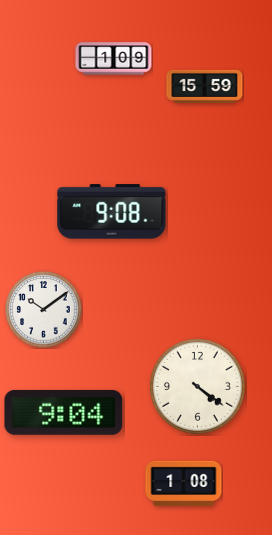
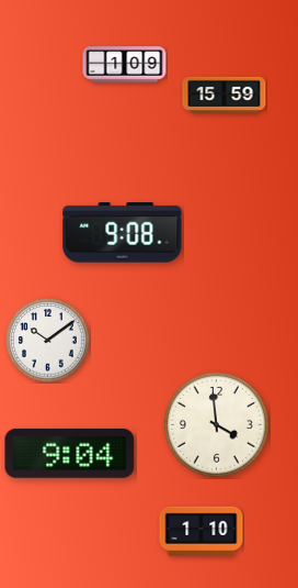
clock at (197, 386): 4:21 -> 3:59
clock at (184, 484): 1:08 -> 1:10
